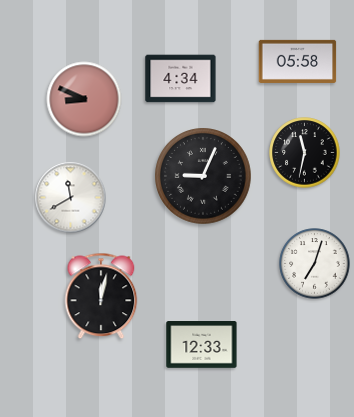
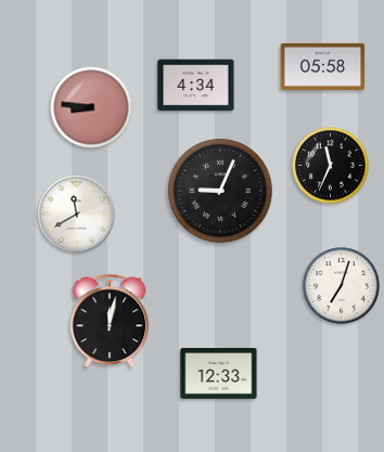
clock at (84, 99): 8:49 -> 8:46
clock at (305, 153): 11:32 -> 11:34
